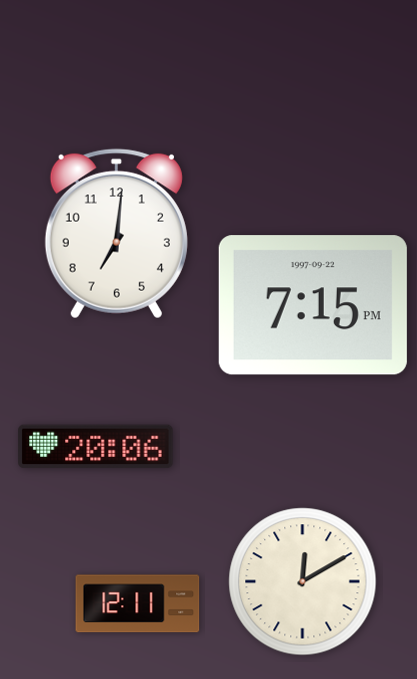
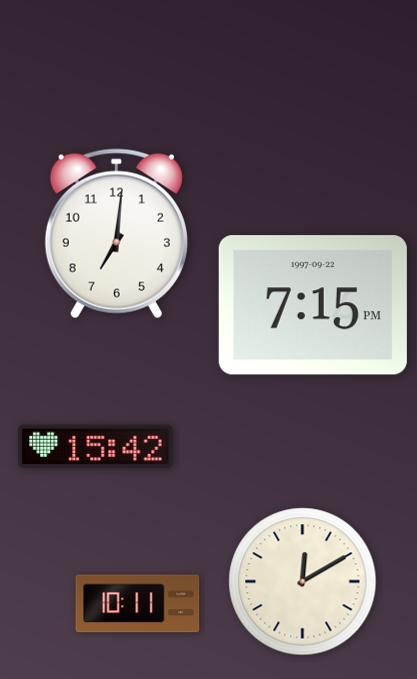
clock at (96, 447): 20:06 -> 15:42
clock at (138, 604): 12:11 -> 10:11
